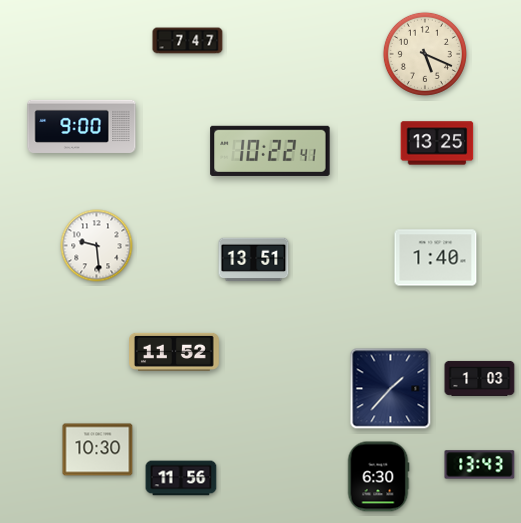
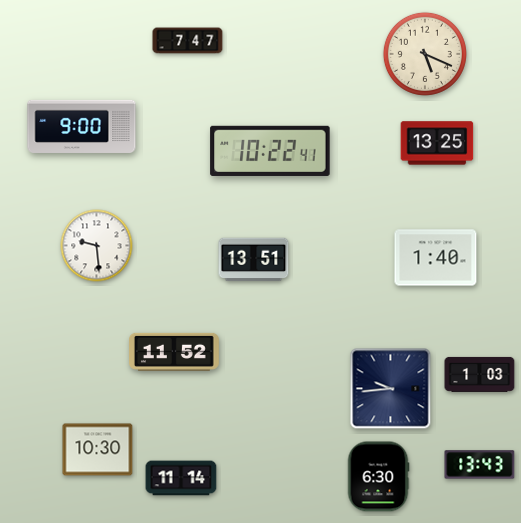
clock at (480, 378) position: (480, 378) -> (480, 374)
clock at (391, 389): 1:37 -> 9:44
clock at (181, 478): 11:56 -> 11:14
